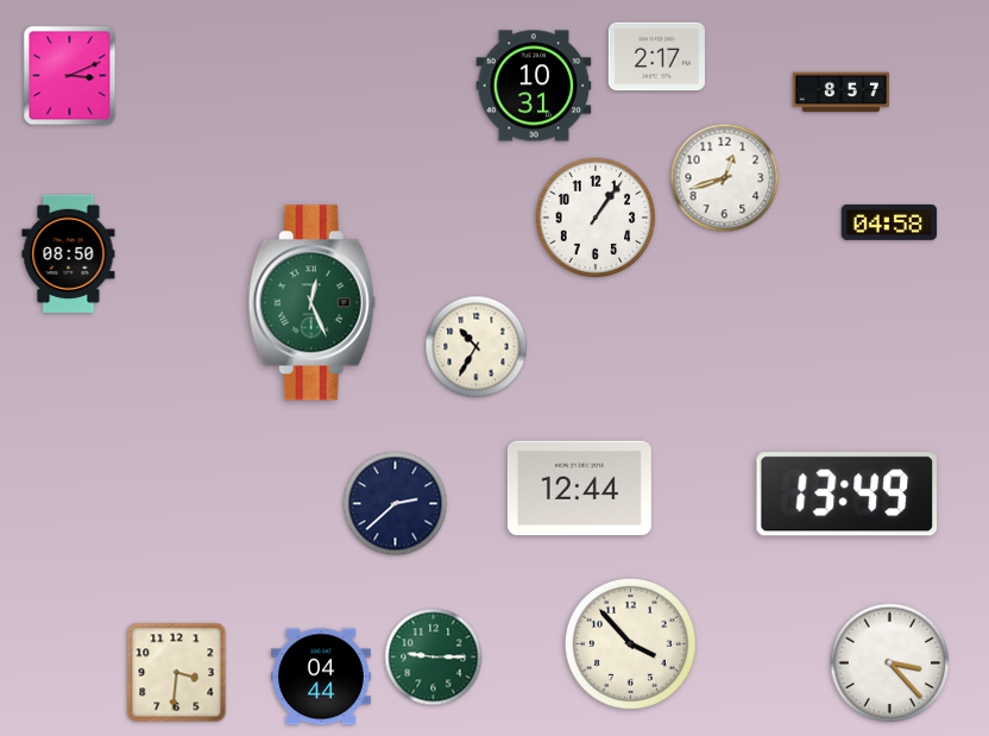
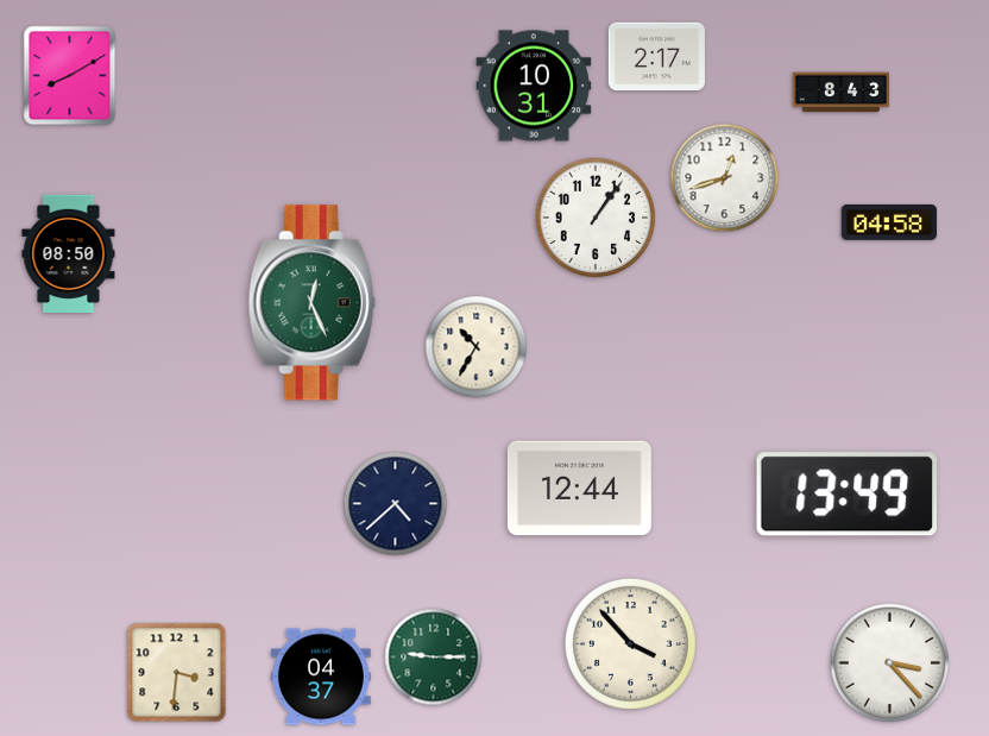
clock at (70, 76): 3:11 -> 8:10
clock at (840, 93): 8:57 -> 8:43
clock at (396, 504): 2:38 -> 4:38
clock at (321, 677): 04:44 -> 04:37
